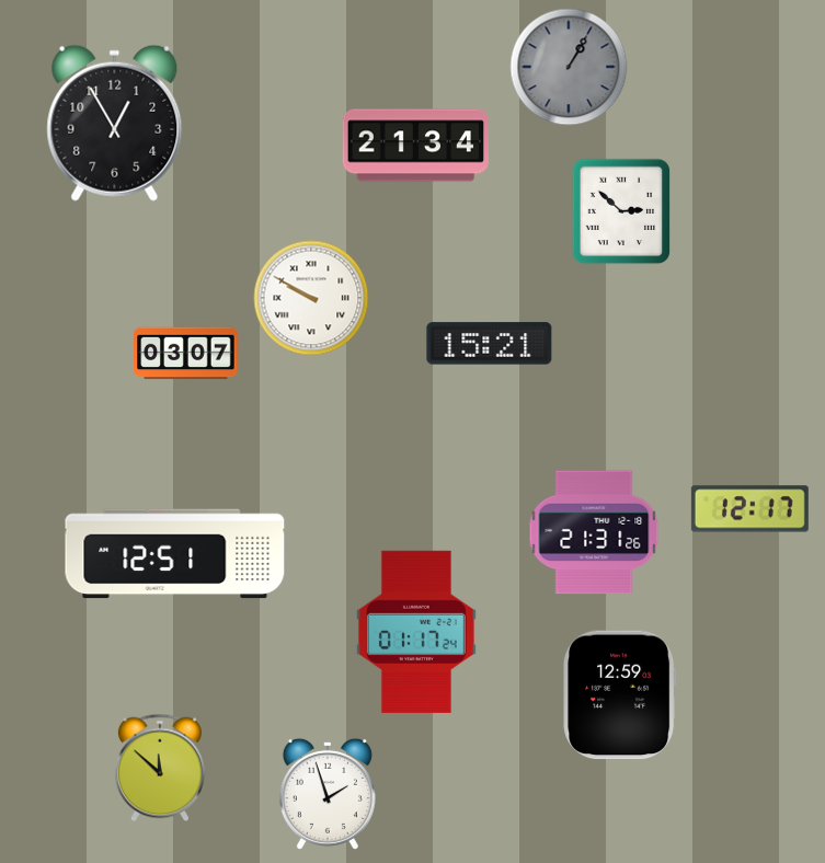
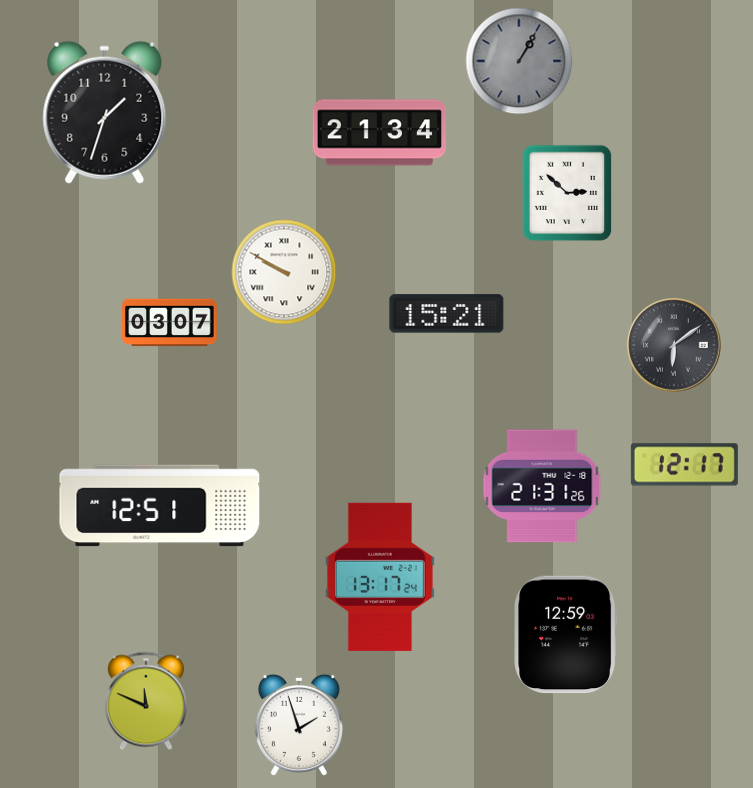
clock at (115, 123): 12:55 -> 1:33
clock at (674, 345): none -> 6:09
clock at (416, 632): 01:17 -> 13:17
clock at (160, 768): 11:52 -> 11:49
